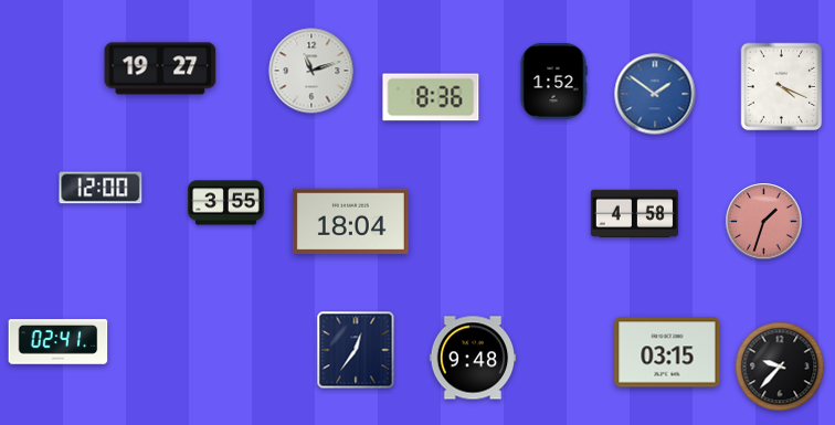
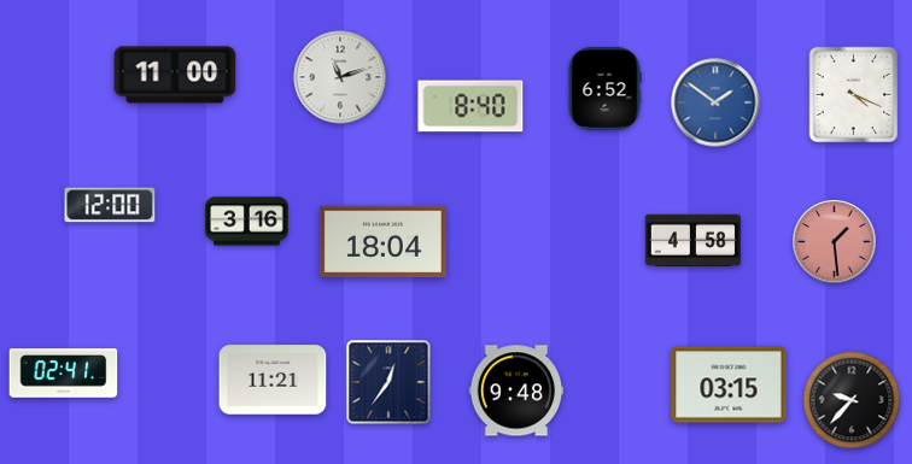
clock at (160, 68): 19:27 -> 11:00
clock at (553, 82): 1:52 -> 6:52
clock at (431, 97): 8:36 -> 8:40
clock at (226, 203): 3:55 -> 3:16
clock at (634, 213) position: (634, 213) -> (692, 240)
clock at (764, 222): 1:33 -> 1:29
clock at (273, 380): none -> 11:21
